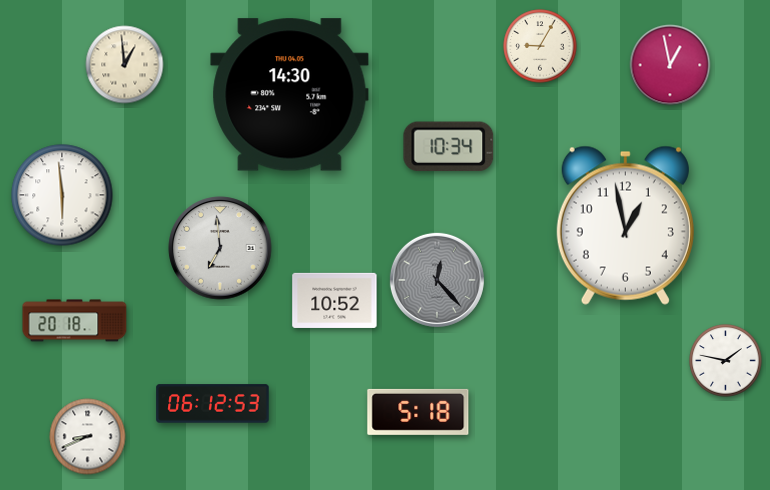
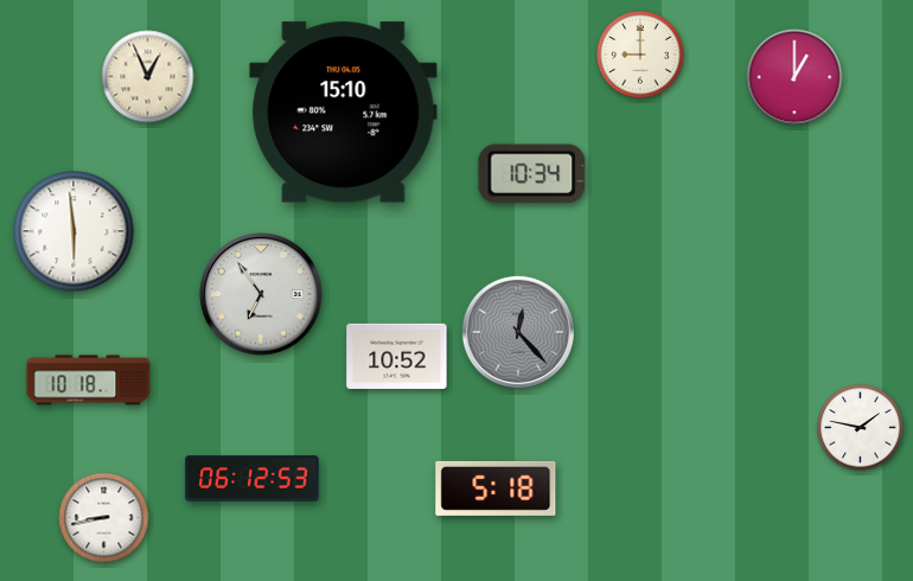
clock at (540, 46): 9:05 -> 9:00
clock at (125, 65): 12:59 -> 12:56
clock at (670, 65): 12:58 -> 1:00
clock at (290, 95): 14:30 -> 15:10
clock at (625, 225): 12:58 -> none
clock at (220, 248): 6:59 -> 6:54
clock at (75, 321): 20:18 -> 10:18
clock at (88, 437): 8:41 -> 8:43
